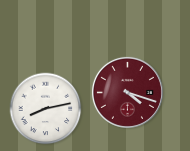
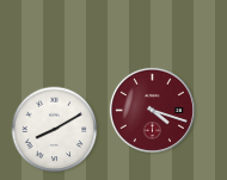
clock at (46, 109): 8:13 -> 8:10
